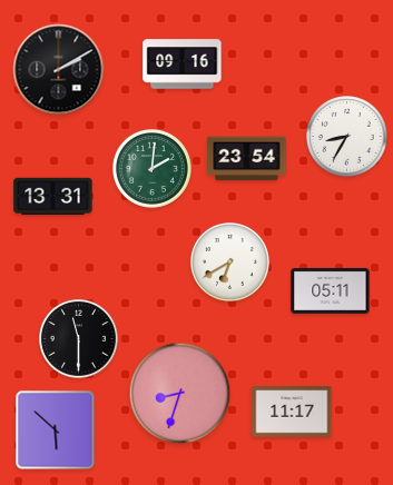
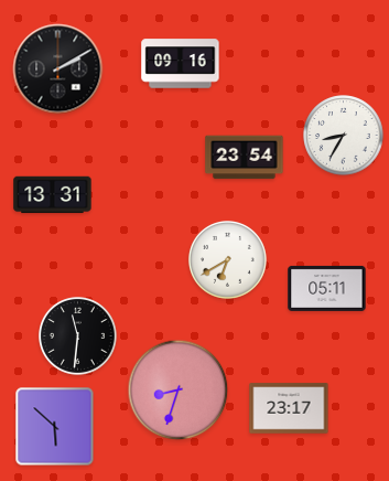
clock at (153, 169): 2:01 -> none
clock at (79, 339): 11:30 -> 11:31
clock at (292, 412): 11:17 -> 23:17
